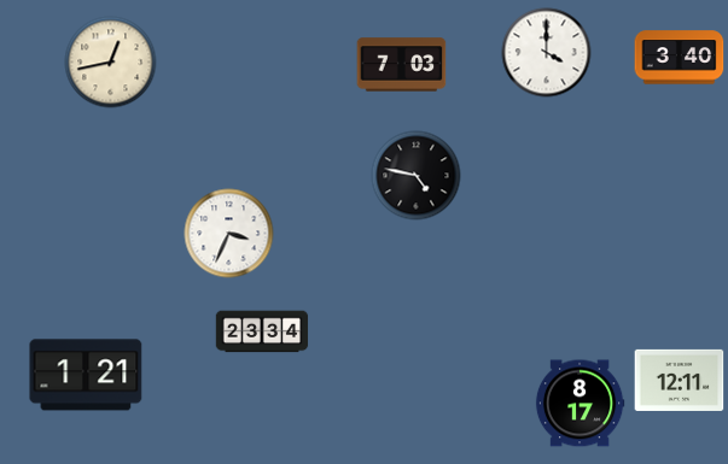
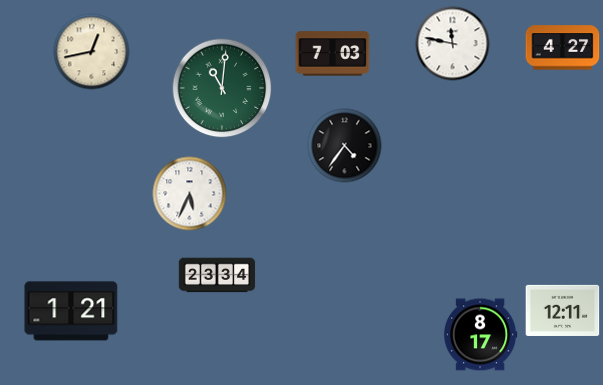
clock at (547, 53): 4:00 -> 11:47
clock at (680, 58): 3:40 -> 4:27
clock at (222, 88): none -> 11:01
clock at (417, 176): 4:47 -> 4:36
clock at (229, 234): 3:34 -> 5:34
clock at (680, 380) position: (680, 380) -> (563, 310)
